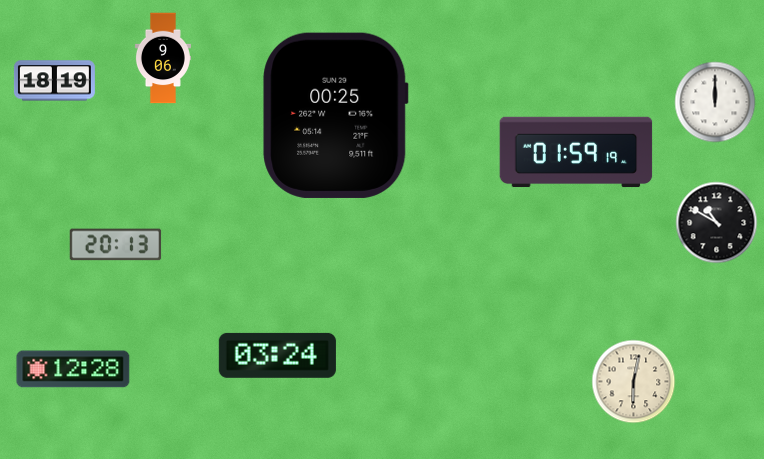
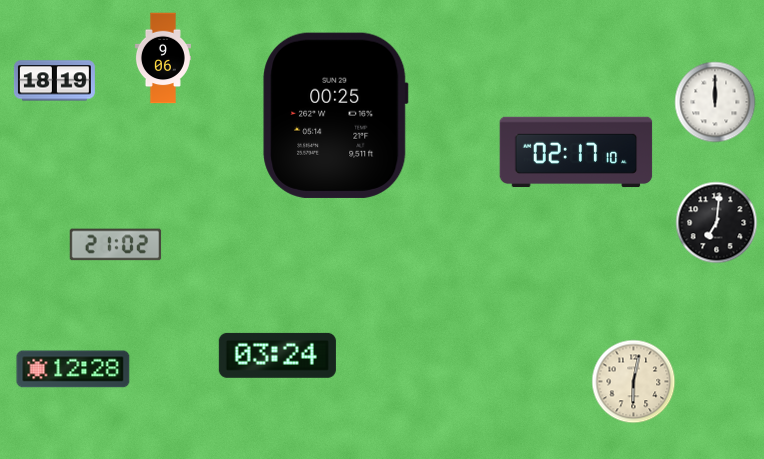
clock at (576, 152): 01:59 -> 02:17
clock at (717, 223): 10:50 -> 7:01
clock at (116, 245): 20:13 -> 21:02
